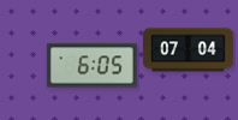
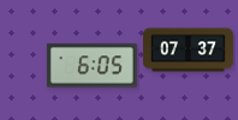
clock at (188, 50): 07:04 -> 07:37
